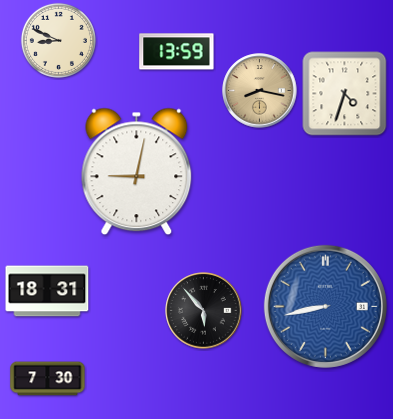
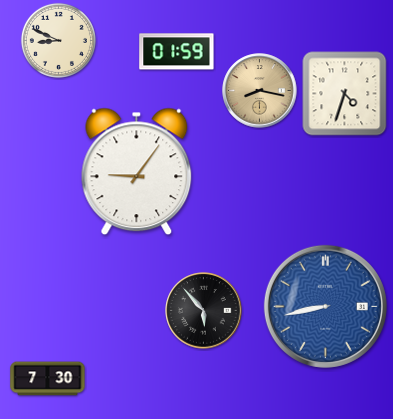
clock at (177, 52): 13:59 -> 01:59
clock at (137, 172): 9:02 -> 9:06
clock at (47, 291): 18:31 -> none
